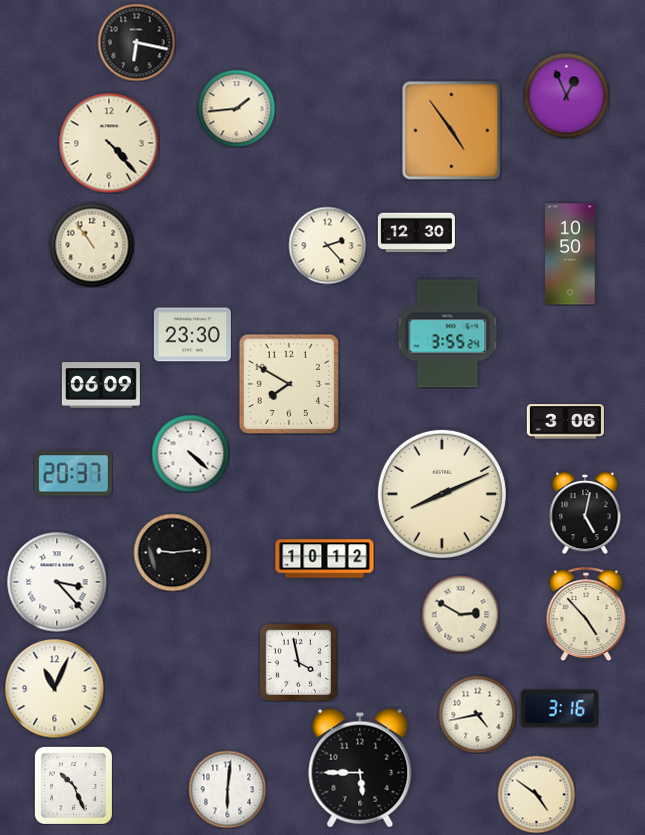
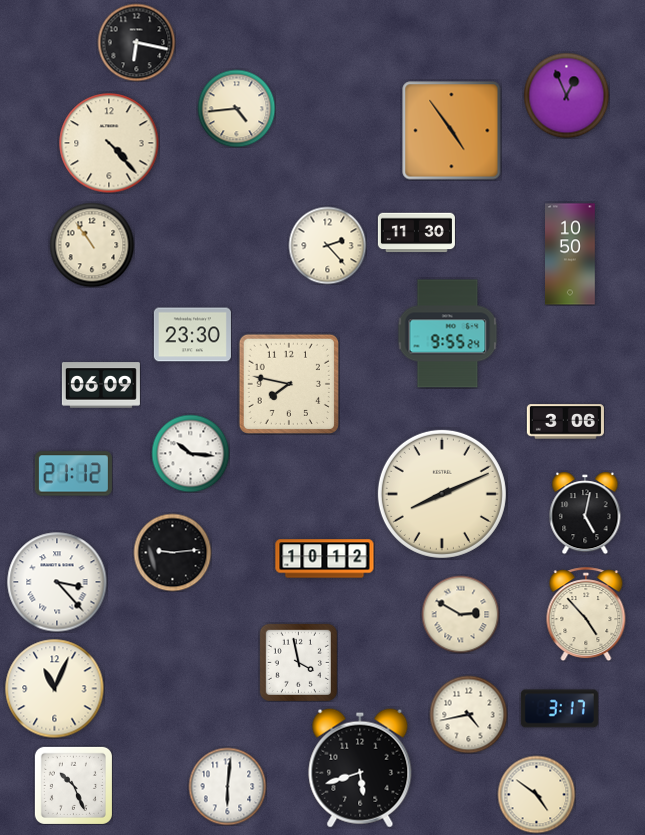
clock at (236, 108): 1:44 -> 4:44
clock at (416, 233): 12:30 -> 11:30
clock at (448, 334): 3:55 -> 9:55
clock at (289, 384): 7:50 -> 7:47
clock at (190, 453): 4:22 -> 10:16
clock at (73, 474): 20:37 -> 21:12
clock at (559, 709): 3:16 -> 3:17
clock at (477, 714) position: (477, 714) -> (468, 714)
clock at (360, 768): 5:45 -> 5:42
clock at (227, 789) position: (227, 789) -> (227, 786)
